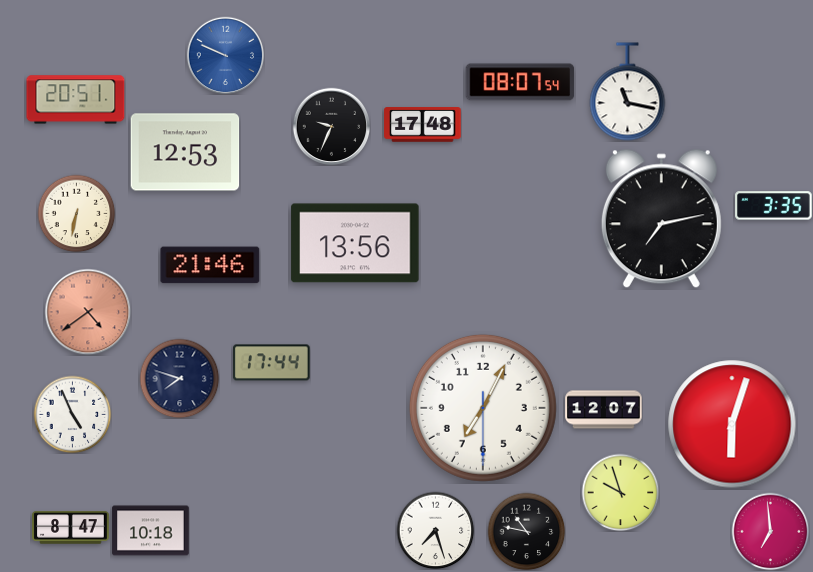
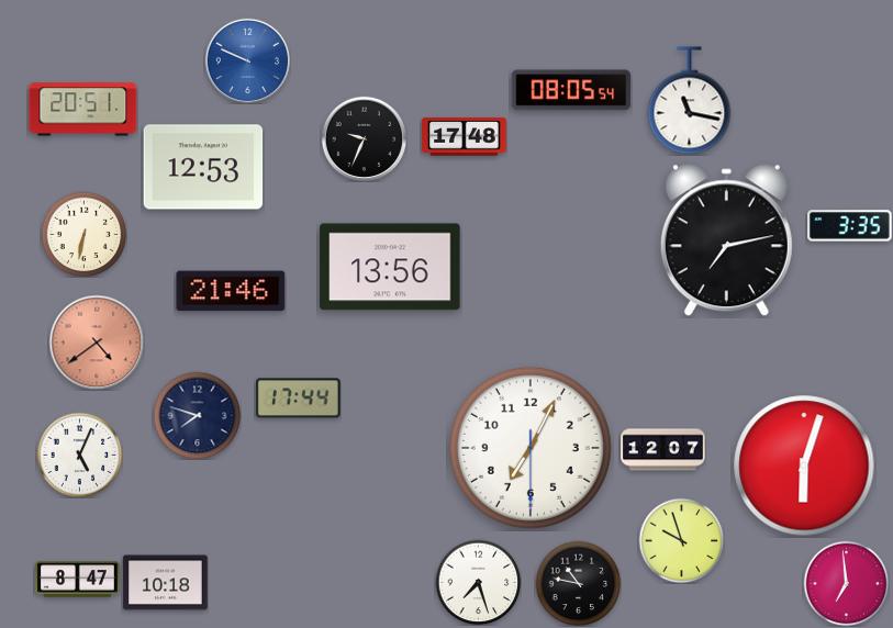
clock at (520, 82): 08:07 -> 08:05
clock at (72, 414): 4:56 -> 5:04
